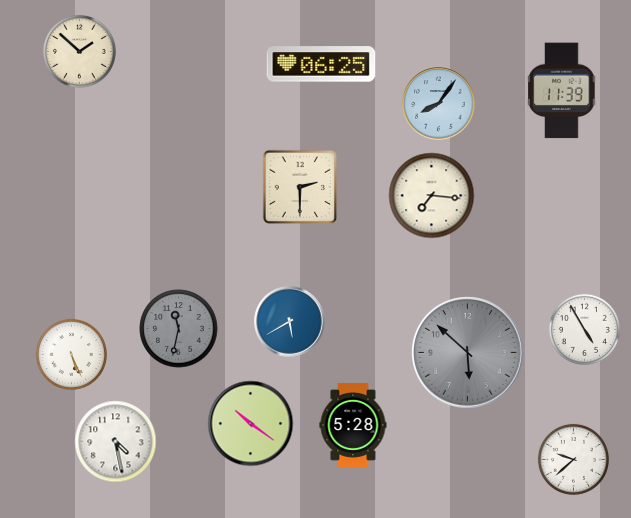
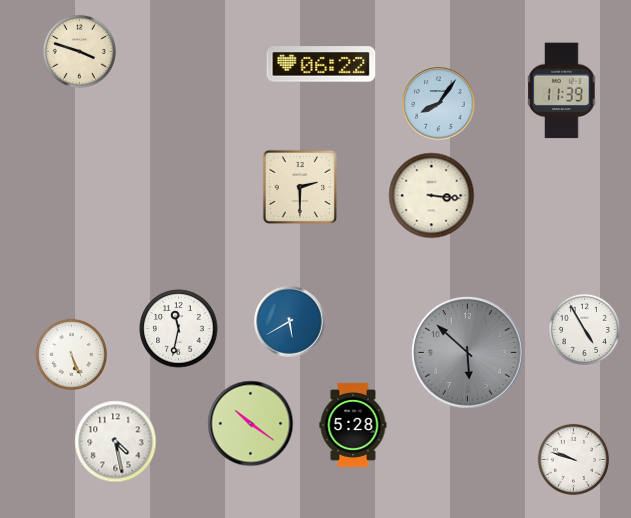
clock at (79, 51): 1:52 -> 3:48
clock at (321, 64): 06:25 -> 06:22
clock at (432, 196): 7:16 -> 3:16
clock at (179, 329) dial: grey -> white
clock at (573, 459): 9:38 -> 9:48
